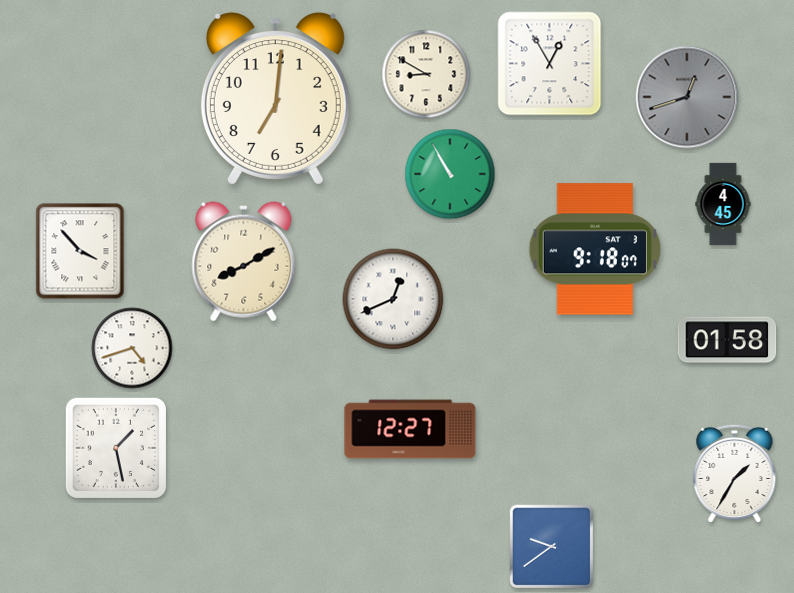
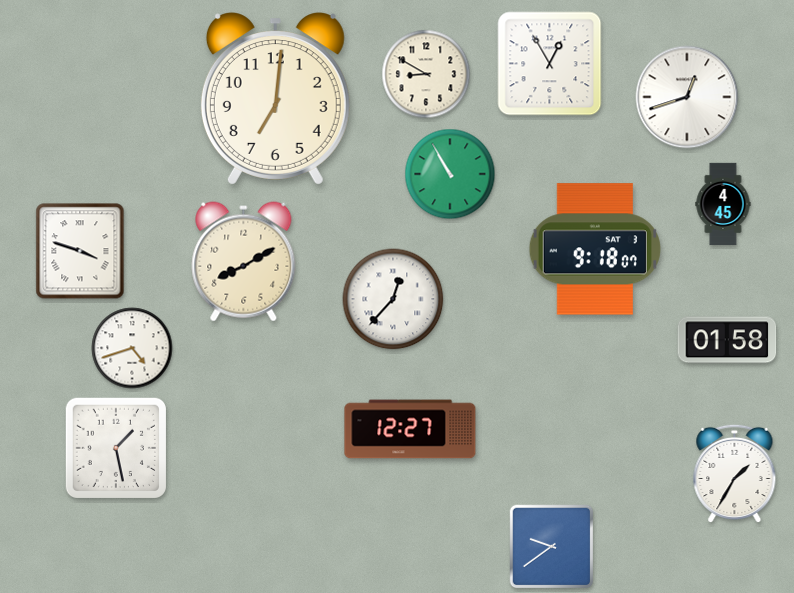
clock at (687, 97) dial: grey -> white
clock at (80, 251): 3:53 -> 3:48
clock at (393, 299): 12:41 -> 12:37
